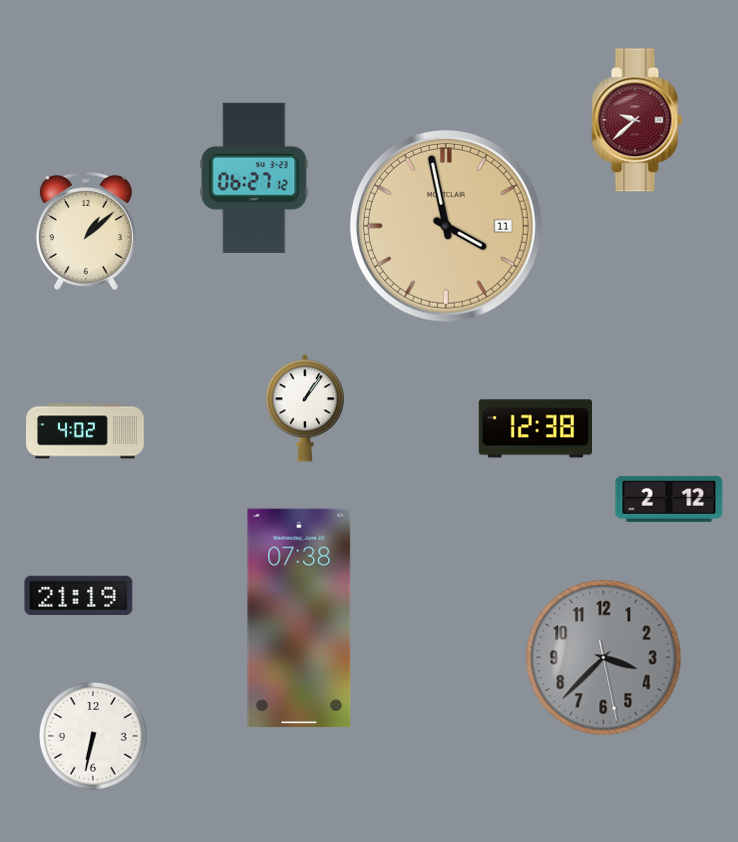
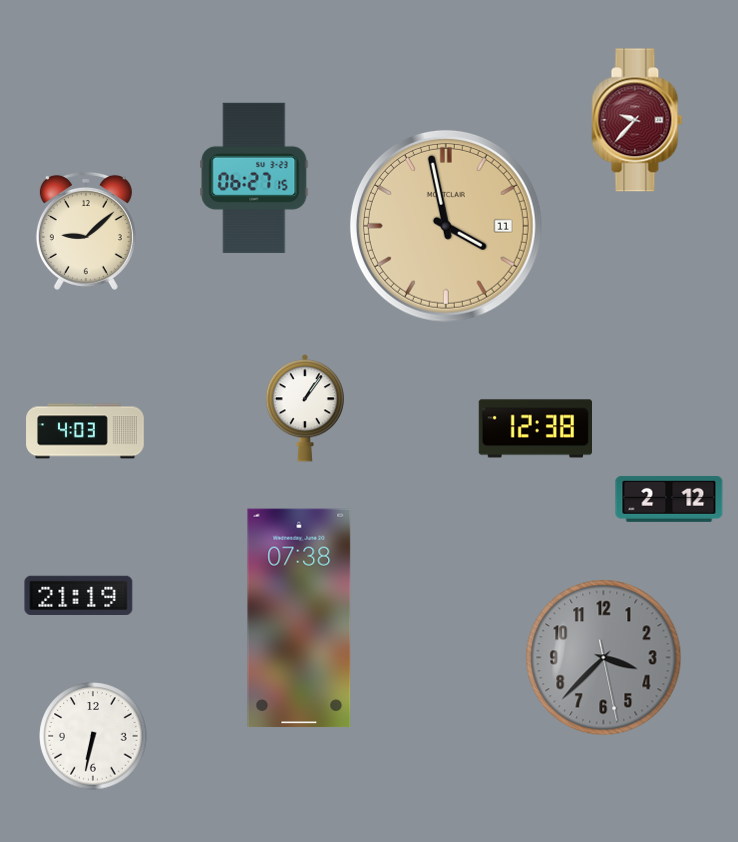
clock at (637, 120): 9:38 -> 9:37
clock at (254, 178): 06:27:12 -> 06:27:15
clock at (86, 231): 1:08 -> 9:08
clock at (85, 431): 4:02 -> 4:03
